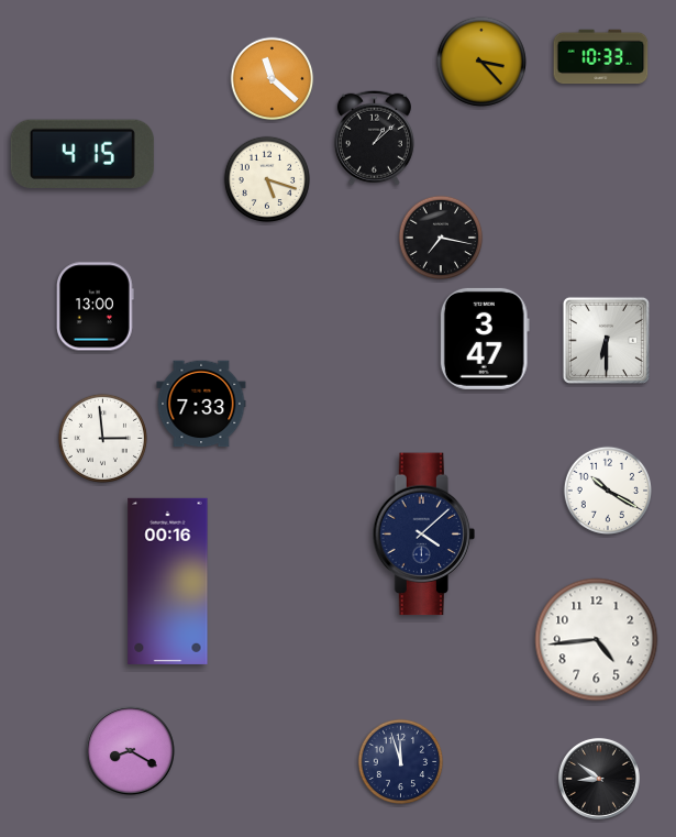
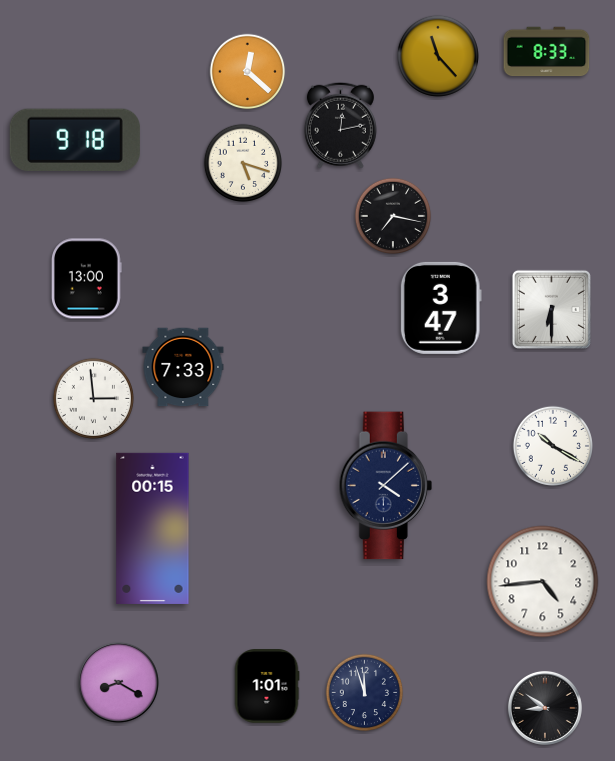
clock at (601, 57): 10:33 -> 8:33
clock at (481, 62): 3:23 -> 11:23
clock at (273, 79): 11:22 -> 12:22
clock at (374, 137): 1:08 -> 12:13
clock at (82, 154): 4:15 -> 9:18
clock at (441, 238) position: (441, 238) -> (393, 216)
clock at (168, 581): 00:16 -> 00:15
clock at (267, 686): none -> 1:01
